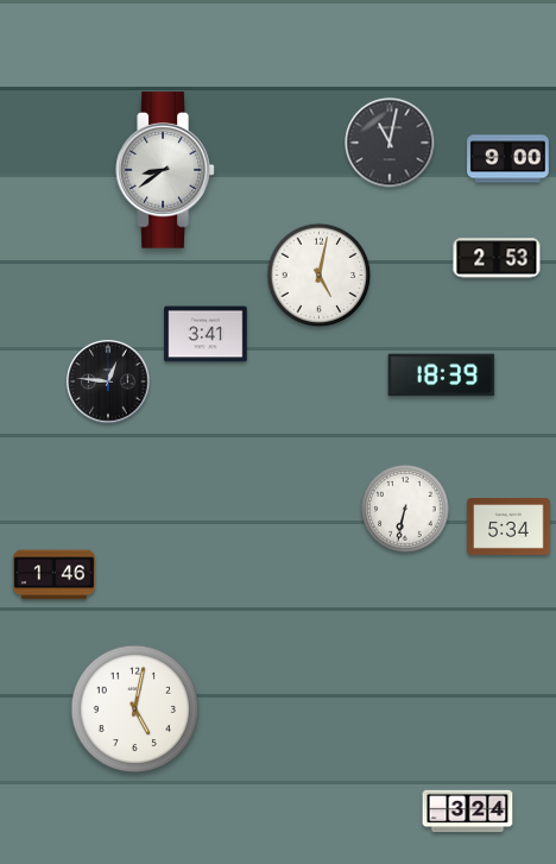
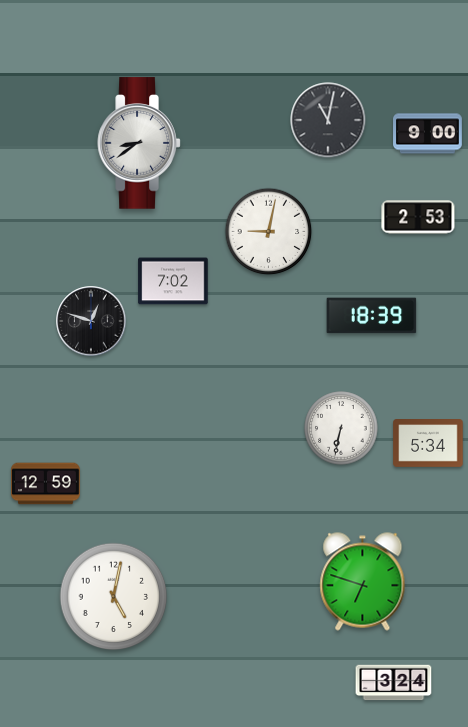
clock at (320, 276): 5:02 -> 9:02
clock at (206, 334): 3:41 -> 7:02
clock at (108, 381): 12:46 -> 12:48
clock at (55, 575): 1:46 -> 12:59
clock at (363, 582): none -> 6:48
